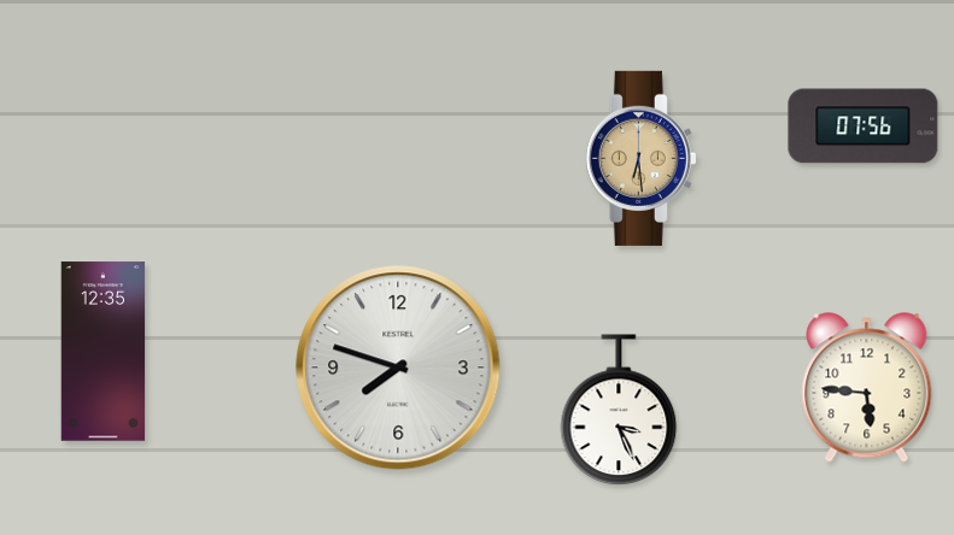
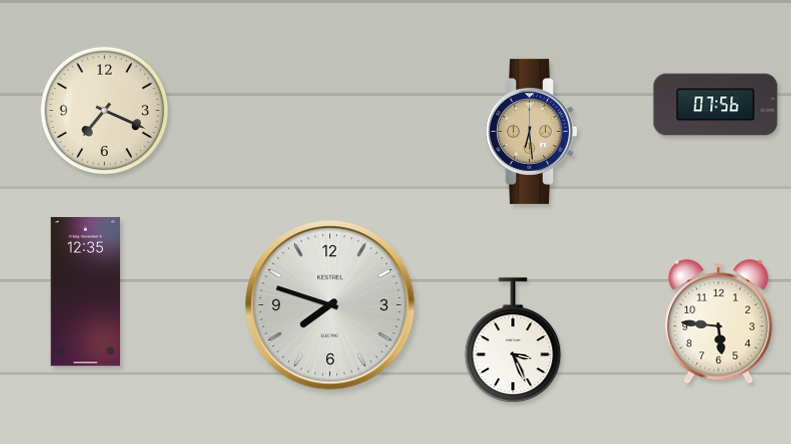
clock at (105, 111): none -> 7:19
